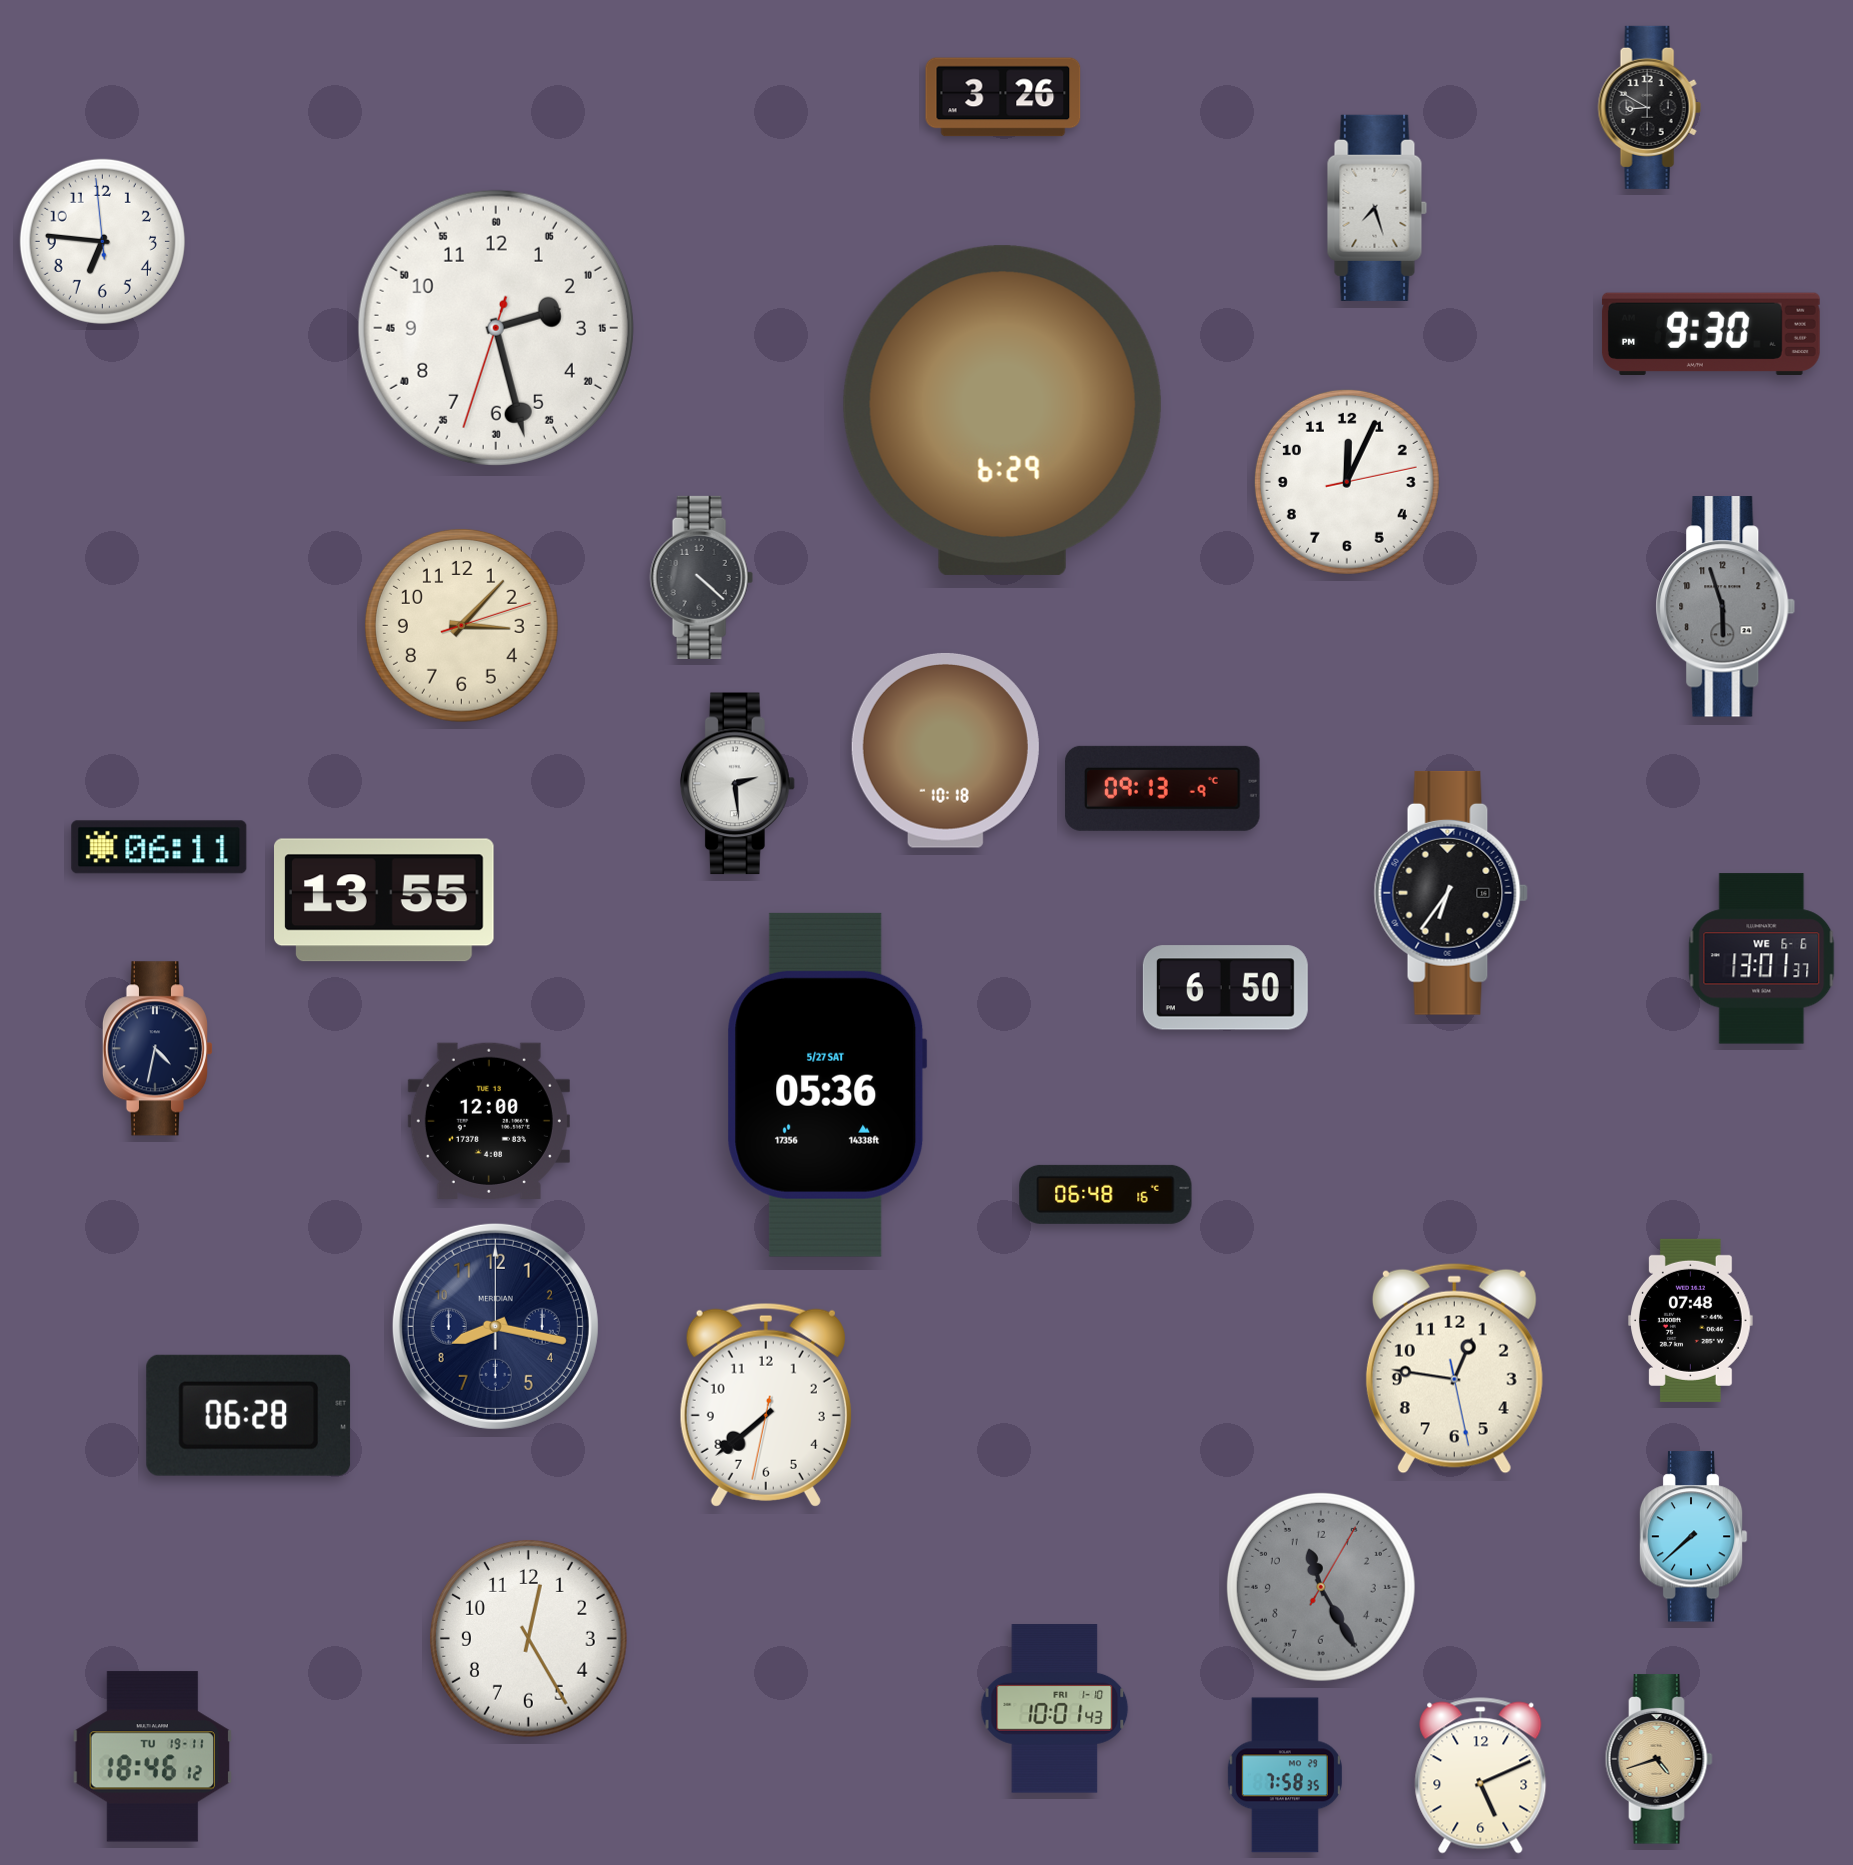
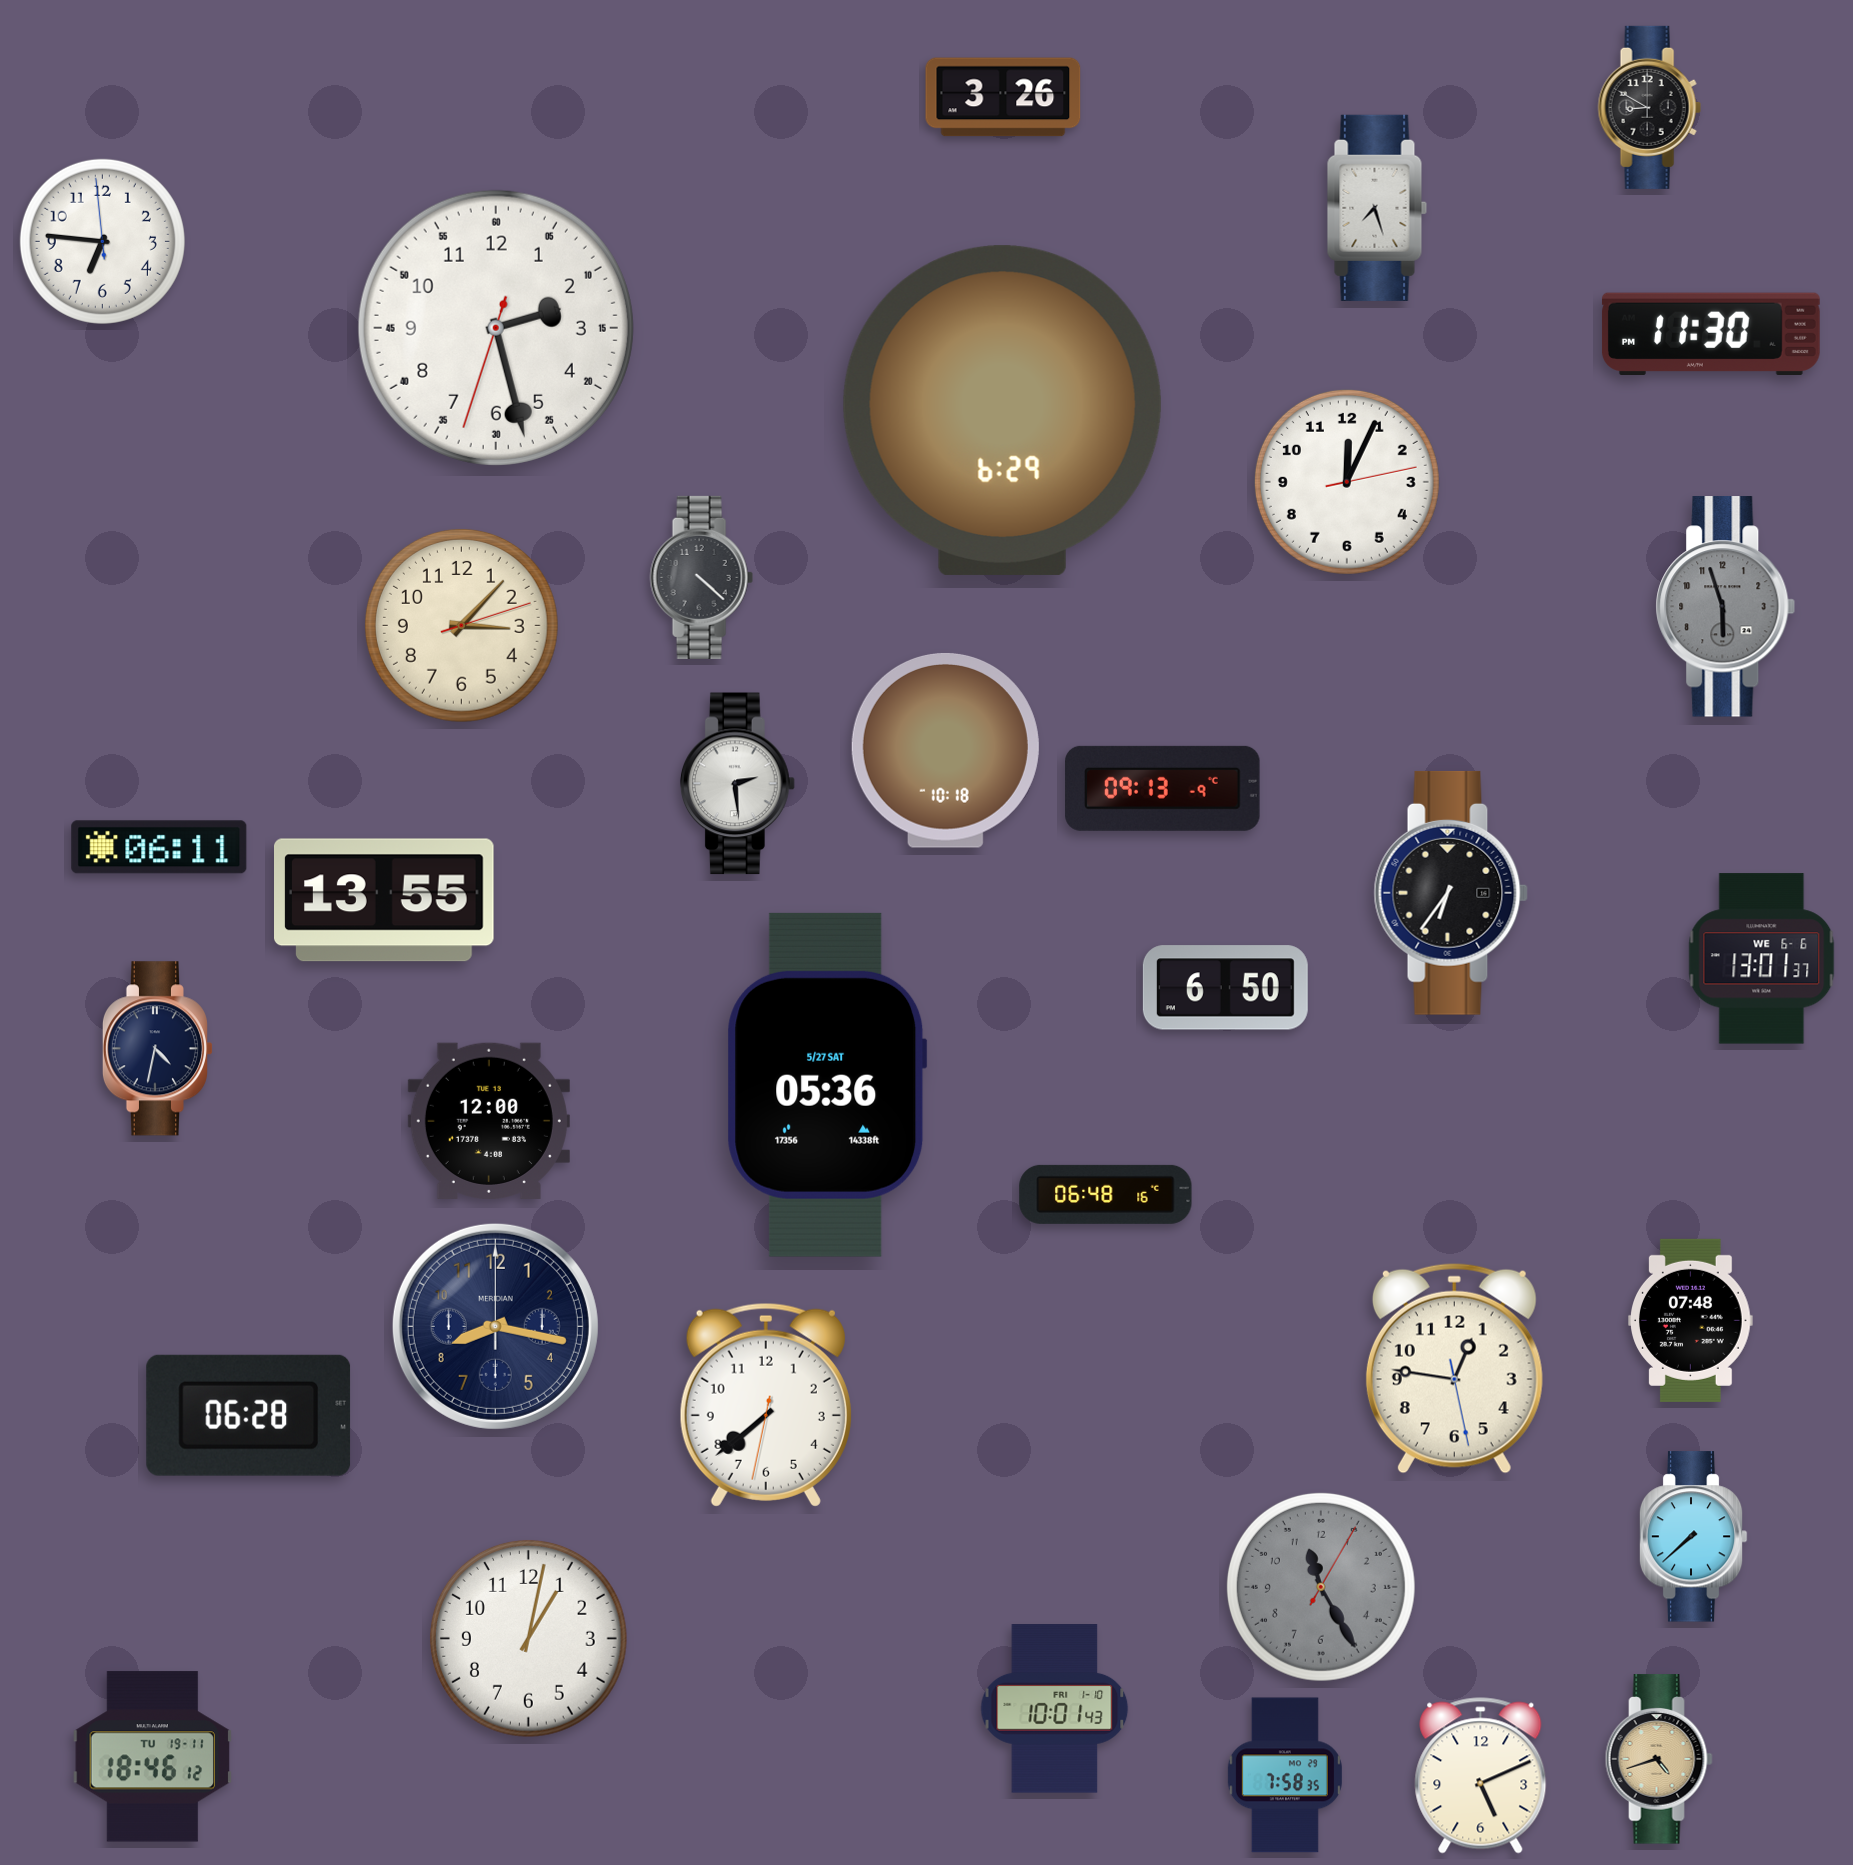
clock at (1711, 333): 9:30 -> 11:30
clock at (528, 1638): 12:25 -> 1:02
